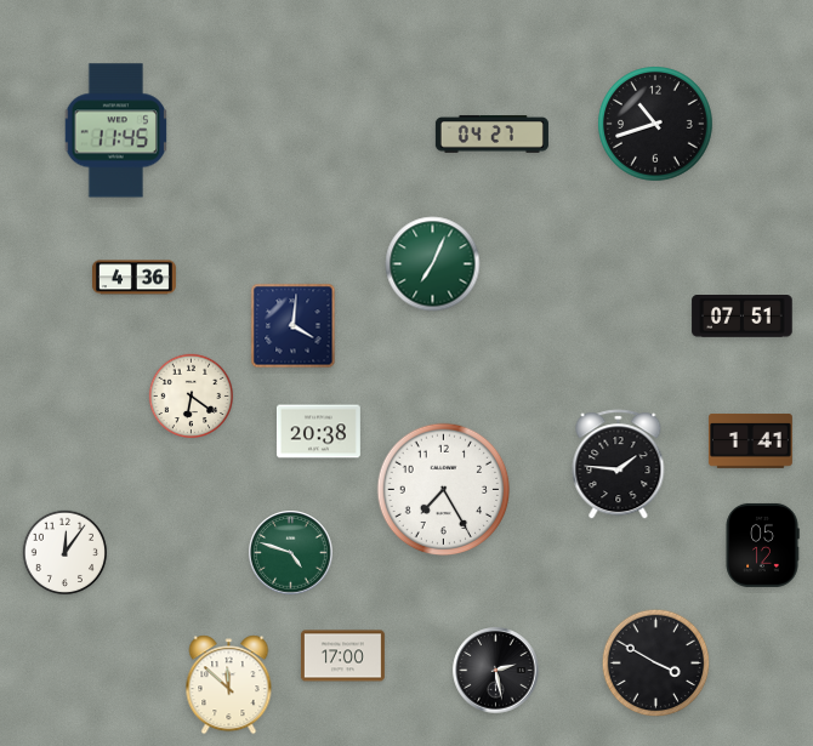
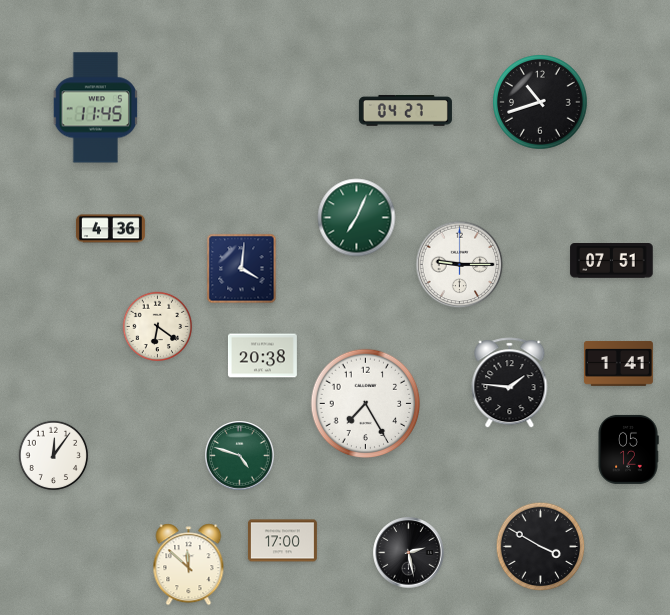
clock at (460, 265): none -> 9:15
